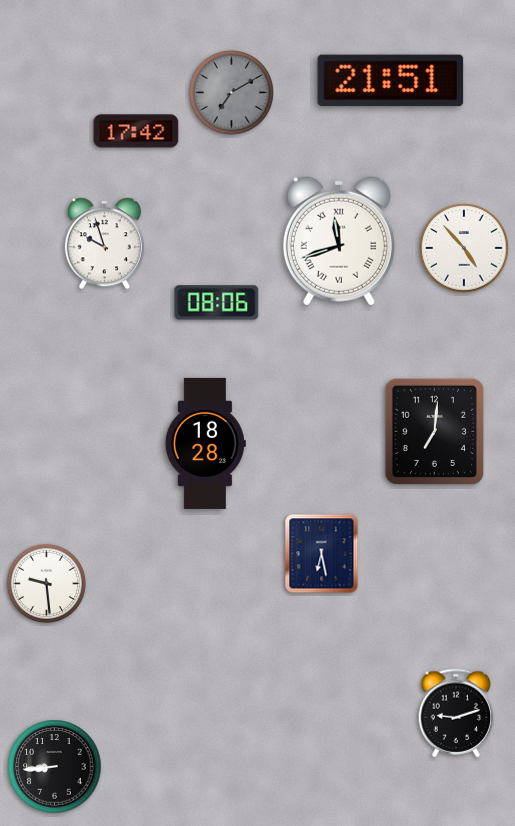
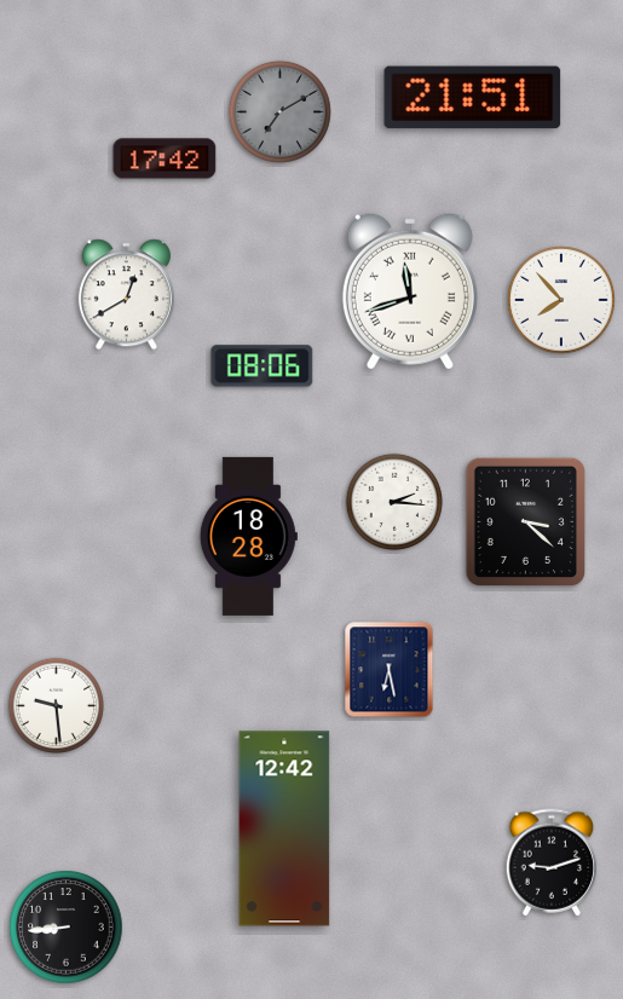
clock at (104, 244): 9:57 -> 12:40
clock at (464, 248): 4:53 -> 7:53
clock at (394, 502): none -> 2:16
clock at (434, 431): 7:01 -> 3:22
clock at (284, 828): none -> 12:42
